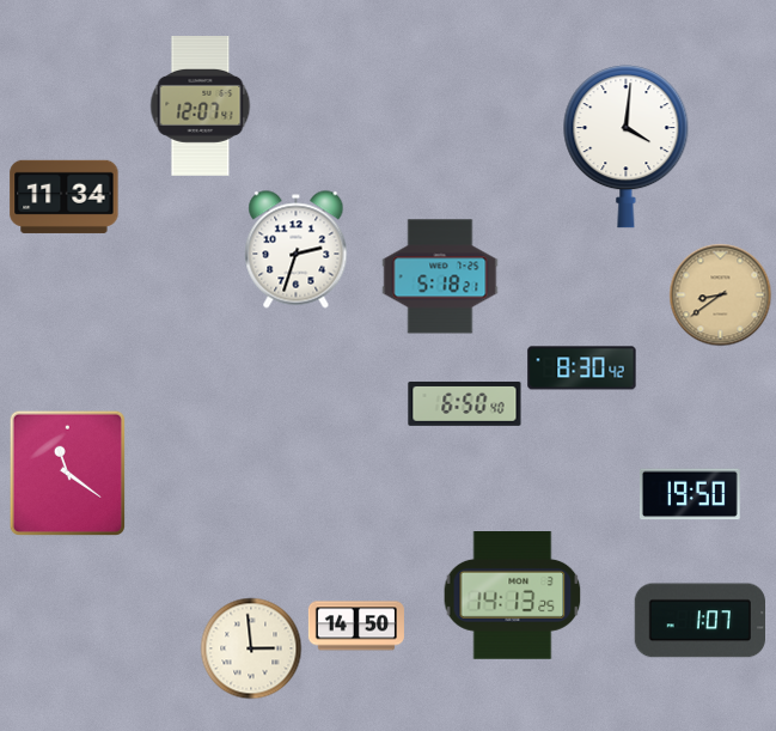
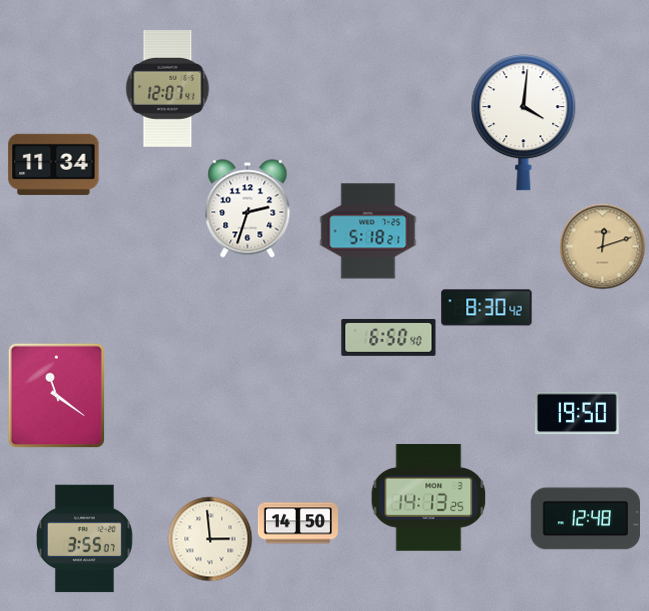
clock at (721, 296): 8:39 -> 12:12
clock at (699, 621): 1:07 -> 12:48
clock at (85, 539): none -> 3:55
clock at (251, 648) position: (251, 648) -> (210, 539)
